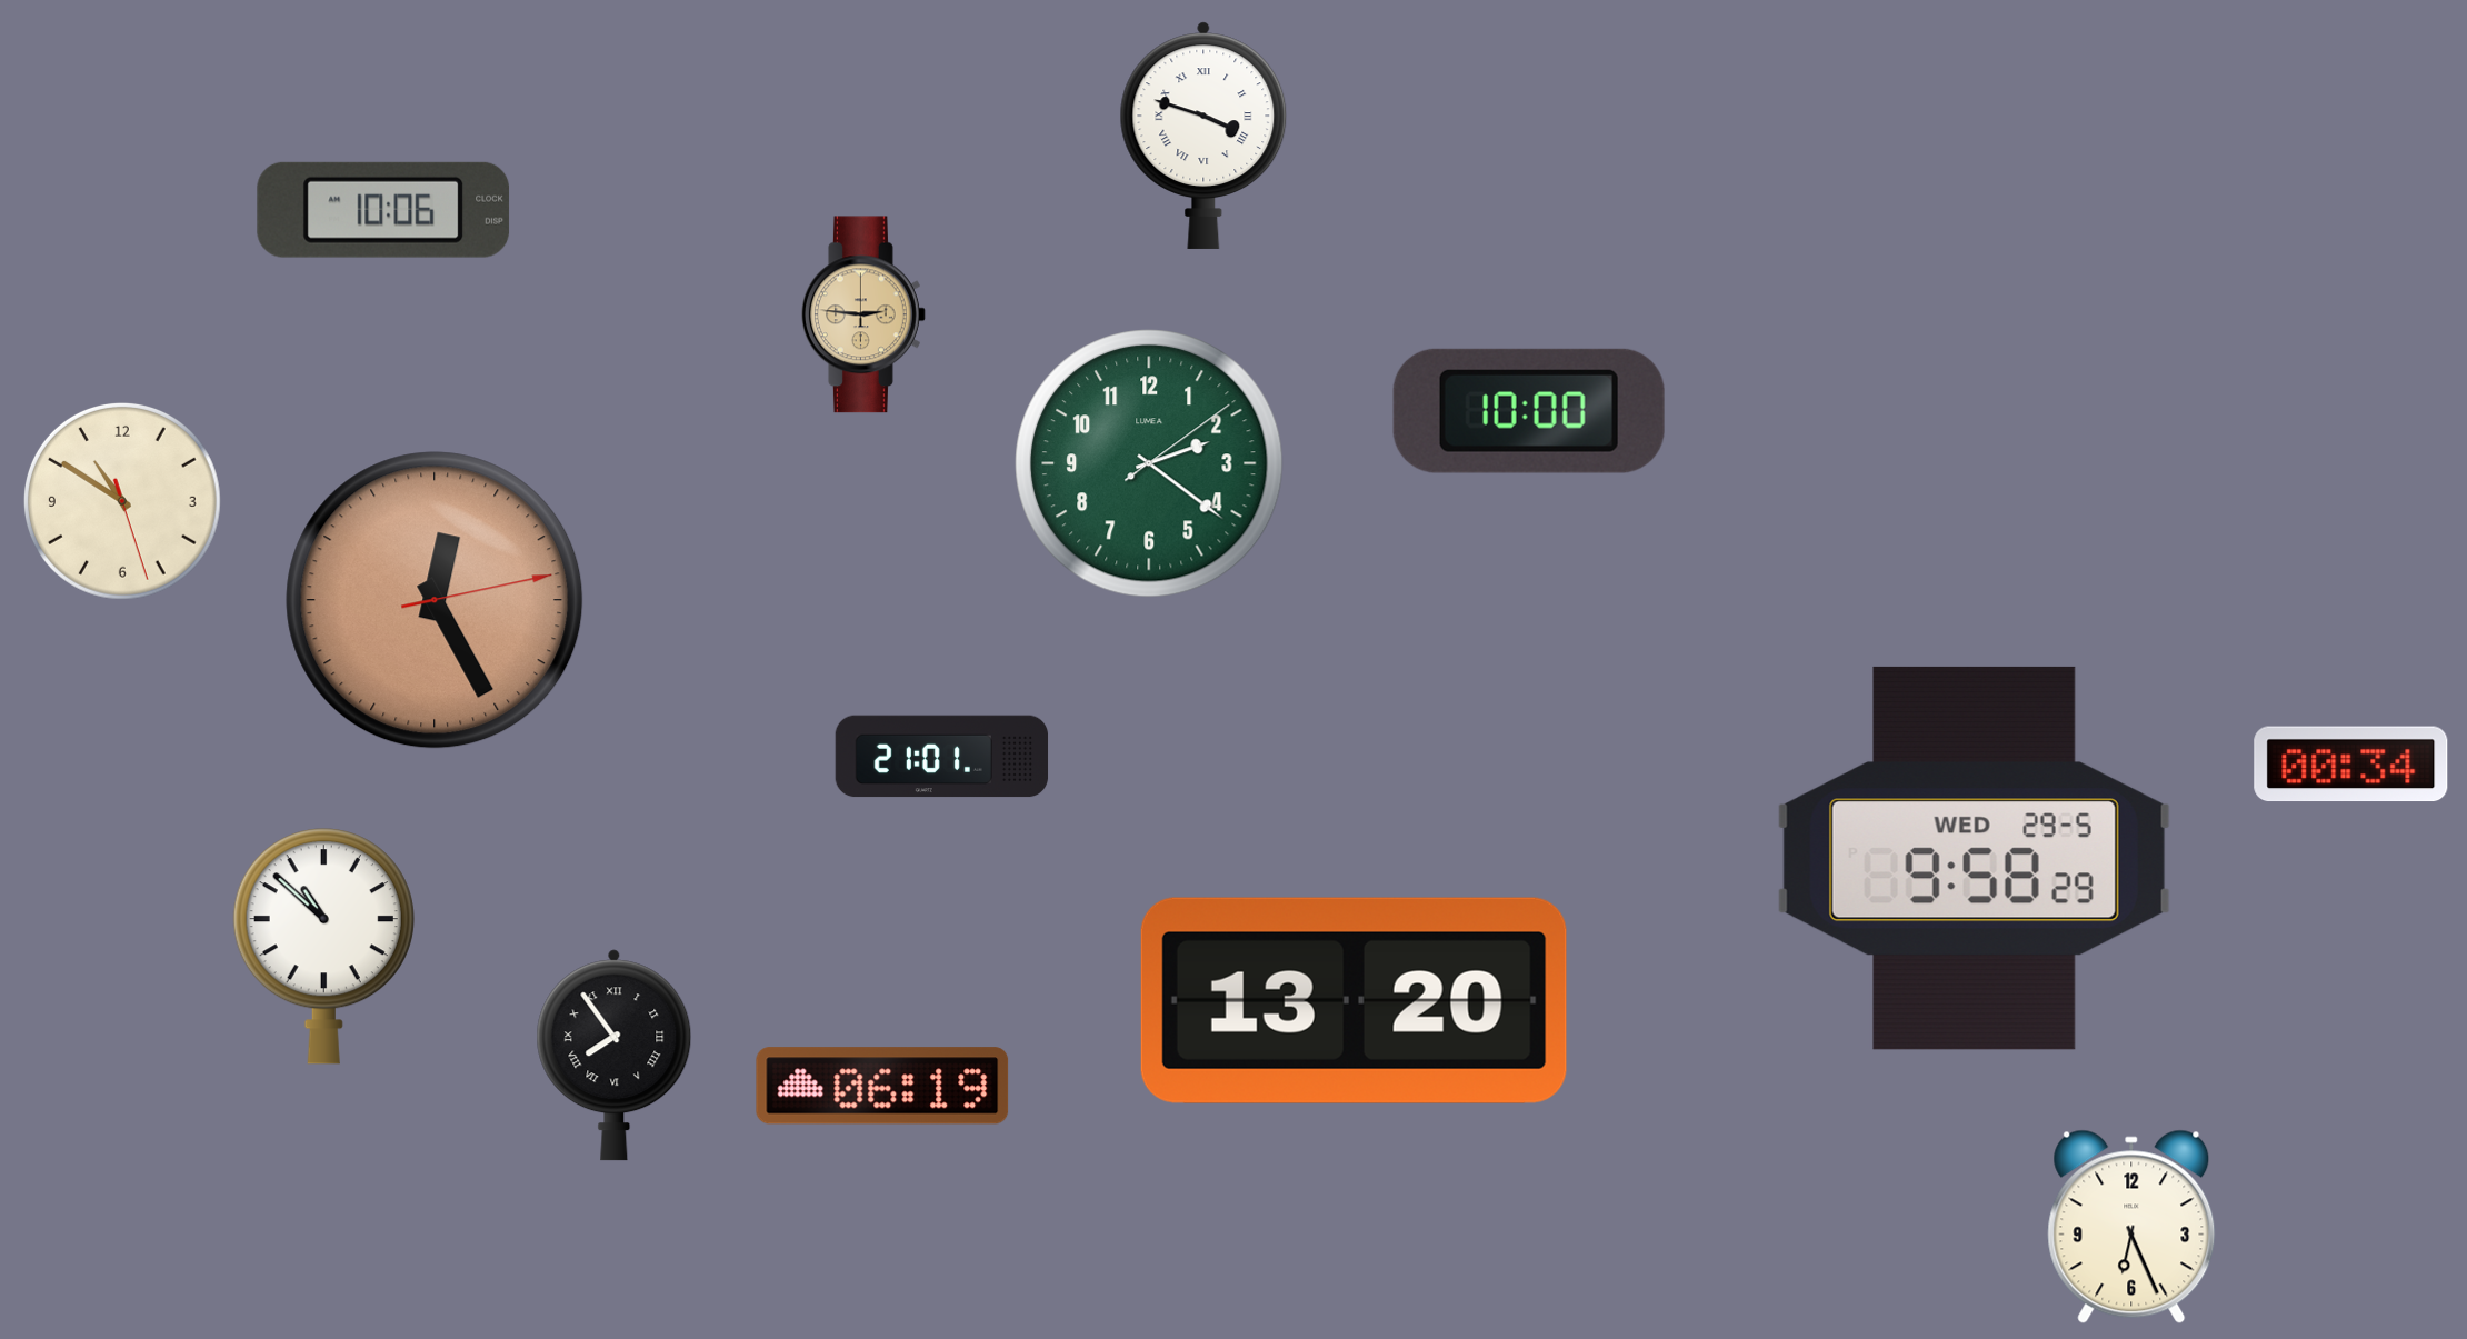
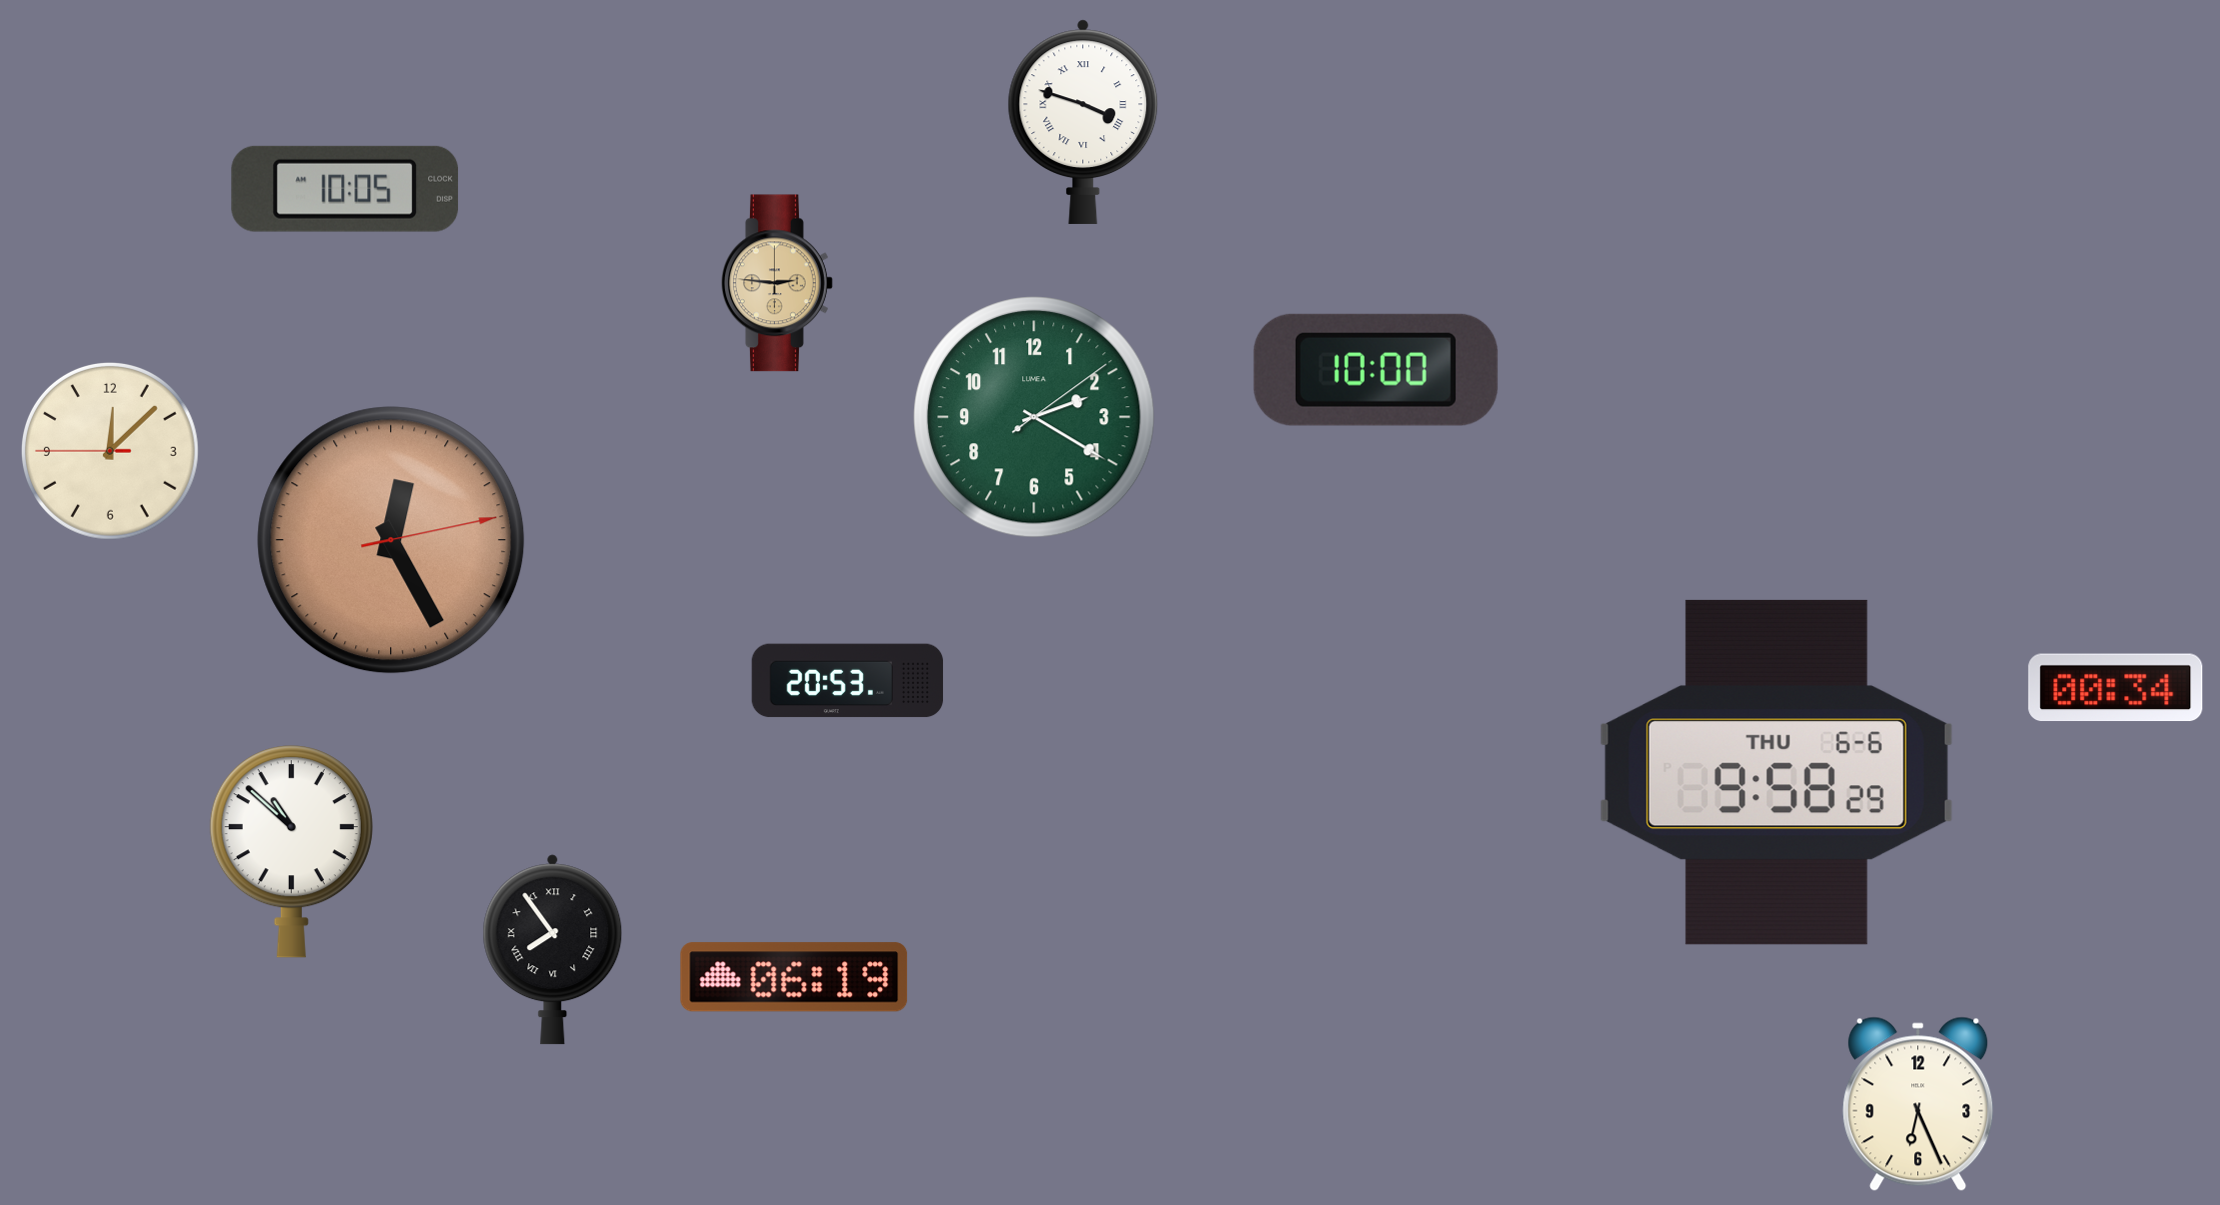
clock at (383, 210): 10:06 -> 10:05
clock at (1149, 463): 2:21 -> 2:20
clock at (122, 501): 10:50 -> 12:07
clock at (942, 757): 21:01 -> 20:53
clock at (1974, 858) date: WED 29-5 -> THU 6-6
clock at (1354, 1000): 13:20 -> none
